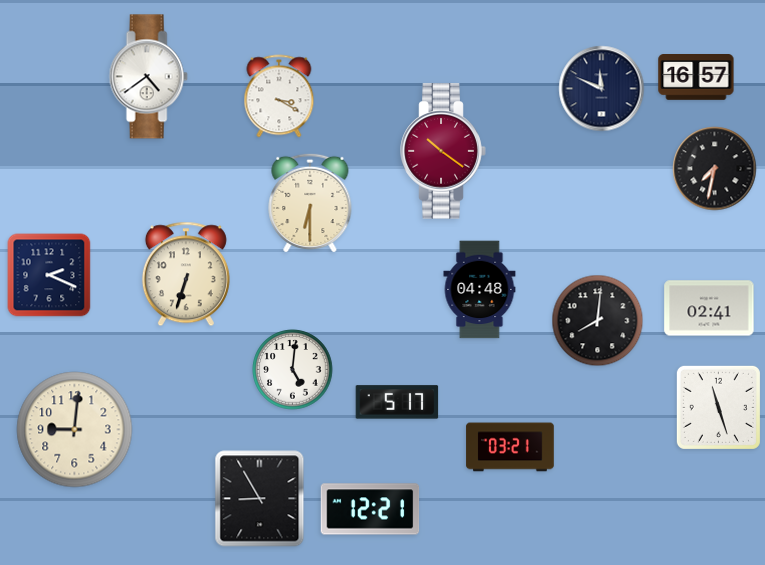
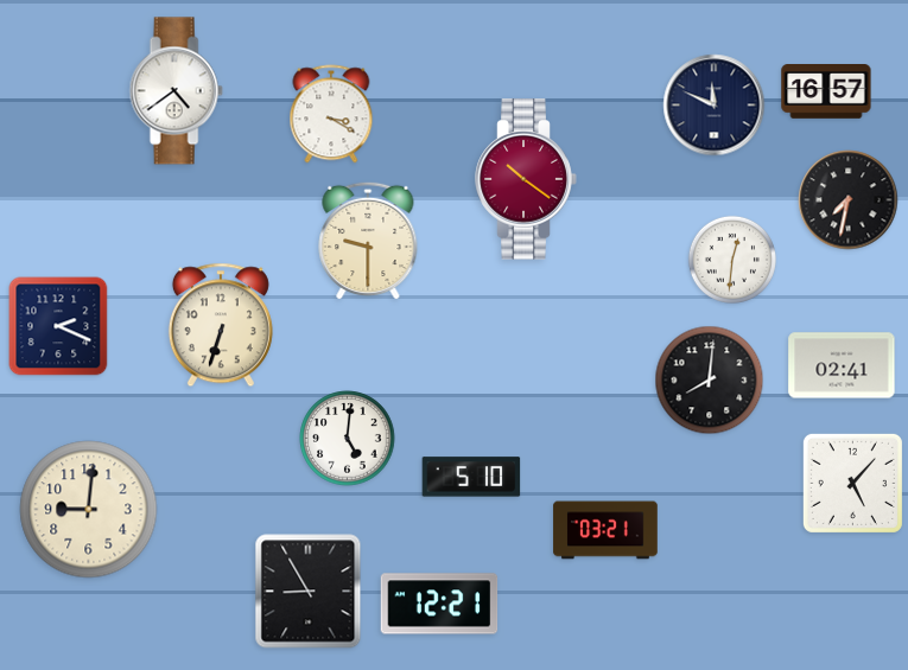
clock at (310, 203): 6:30 -> 9:30
clock at (732, 260): none -> 12:31
clock at (480, 290): 04:48 -> none
clock at (397, 402): 5:17 -> 5:10
clock at (718, 407): 11:27 -> 5:07
